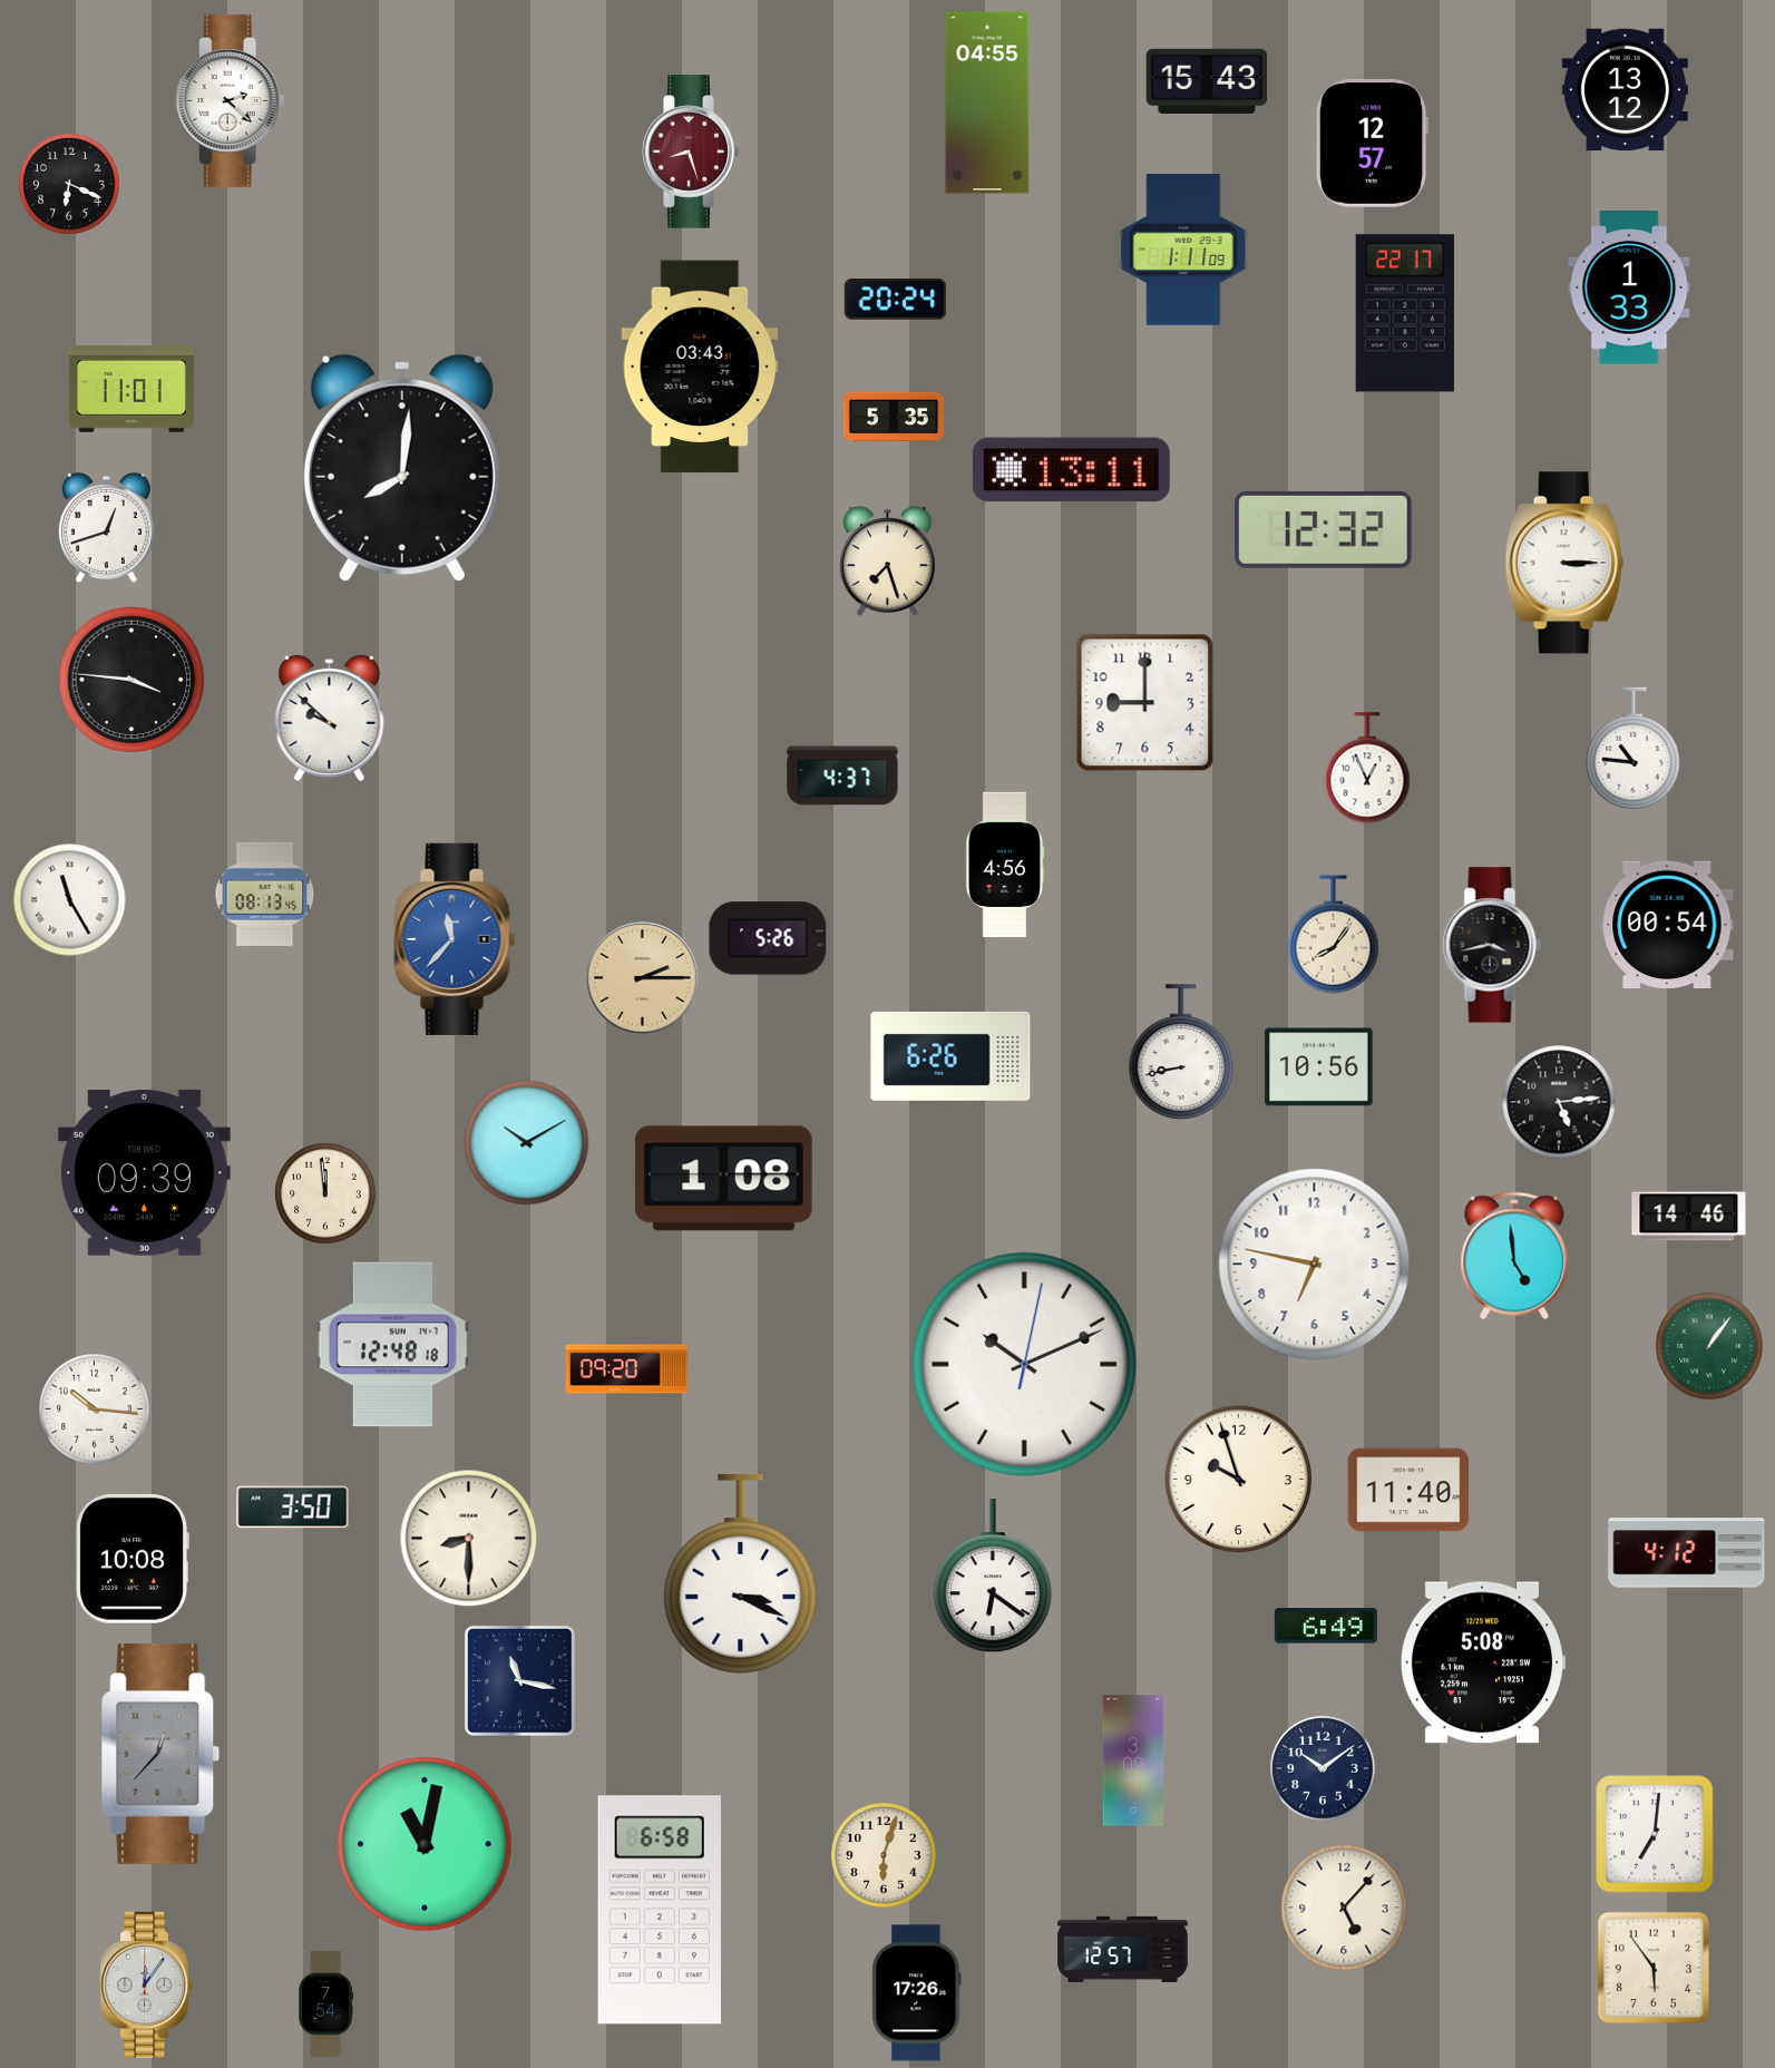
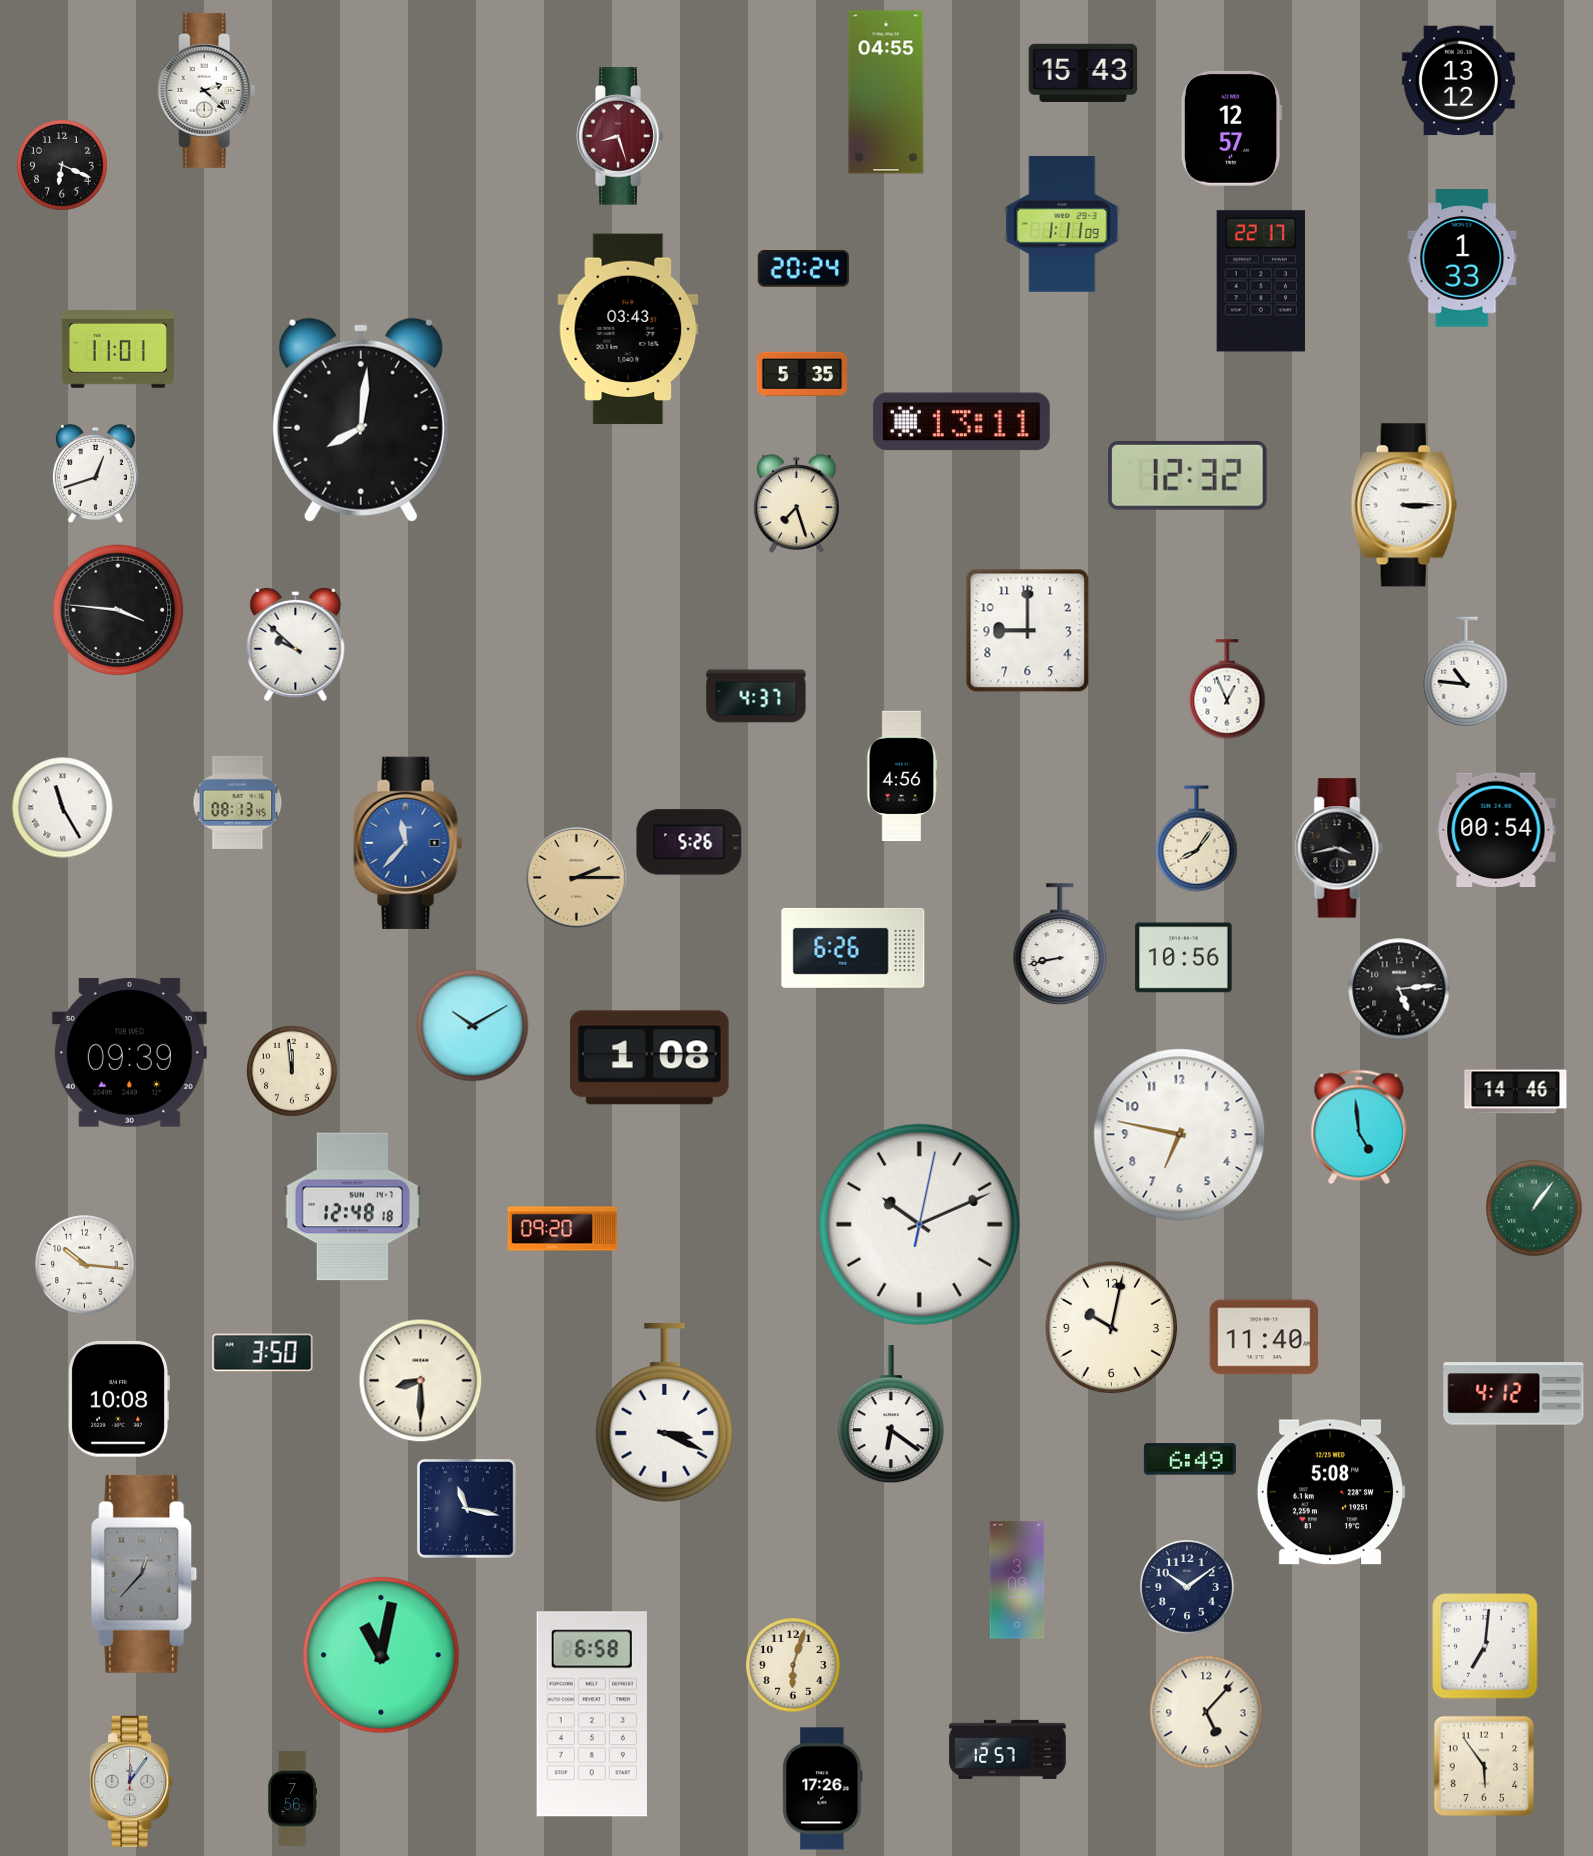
clock at (1239, 1480): 9:57 -> 10:02
clock at (325, 2004): 7:54 -> 7:56
